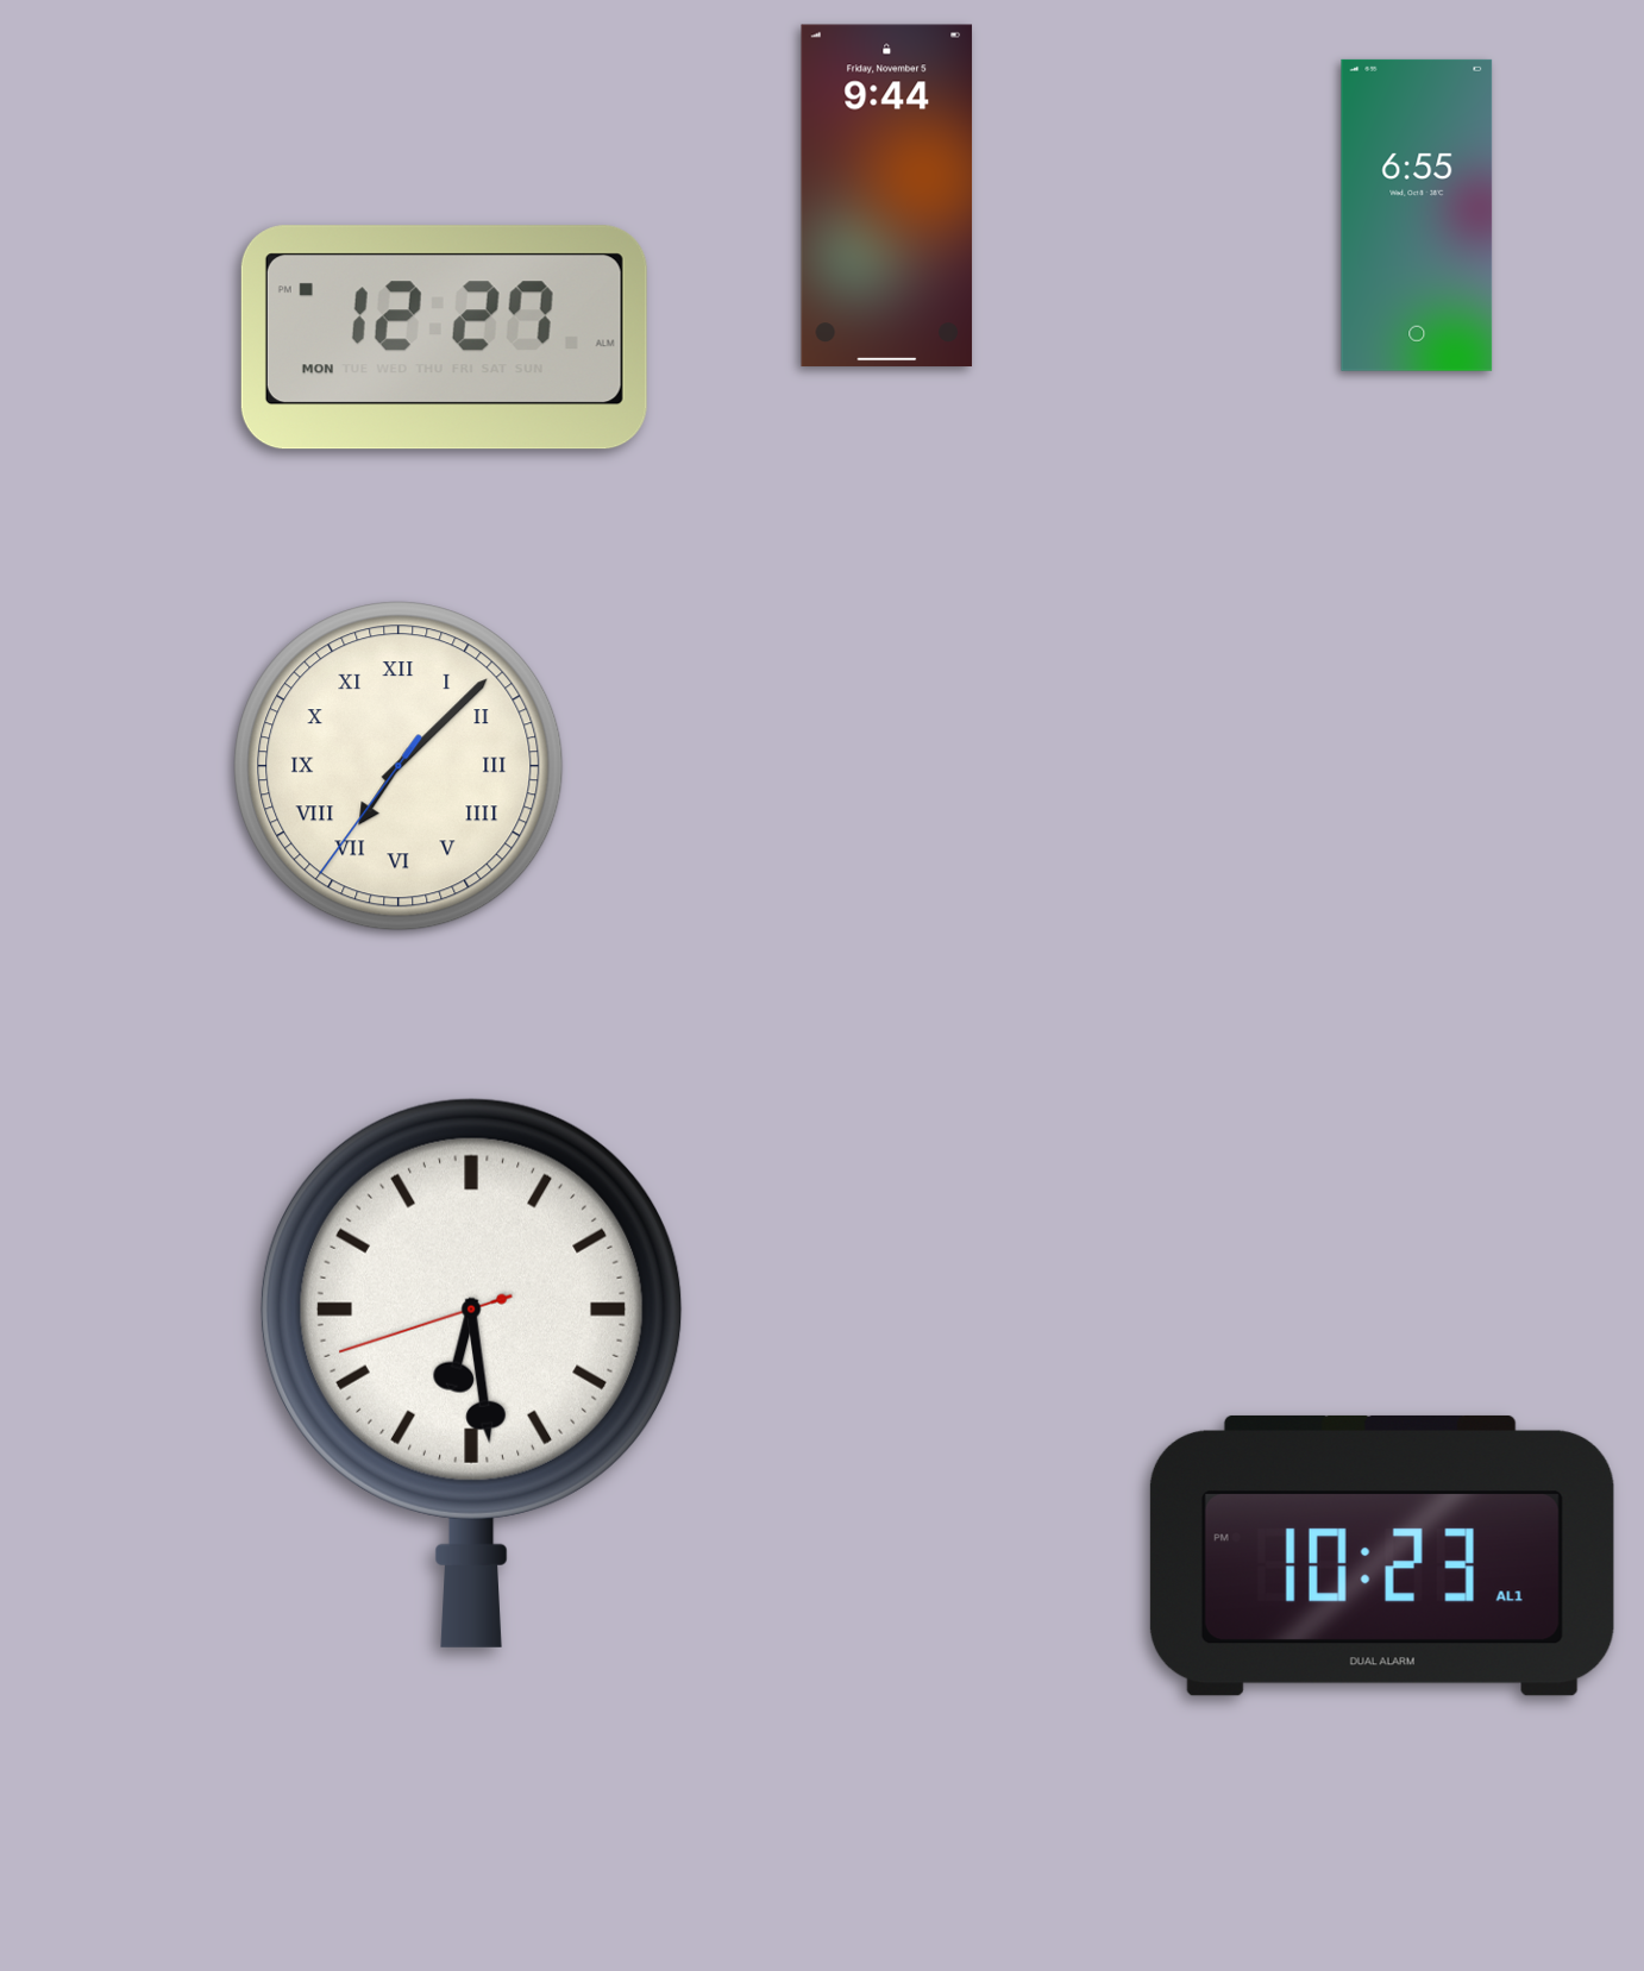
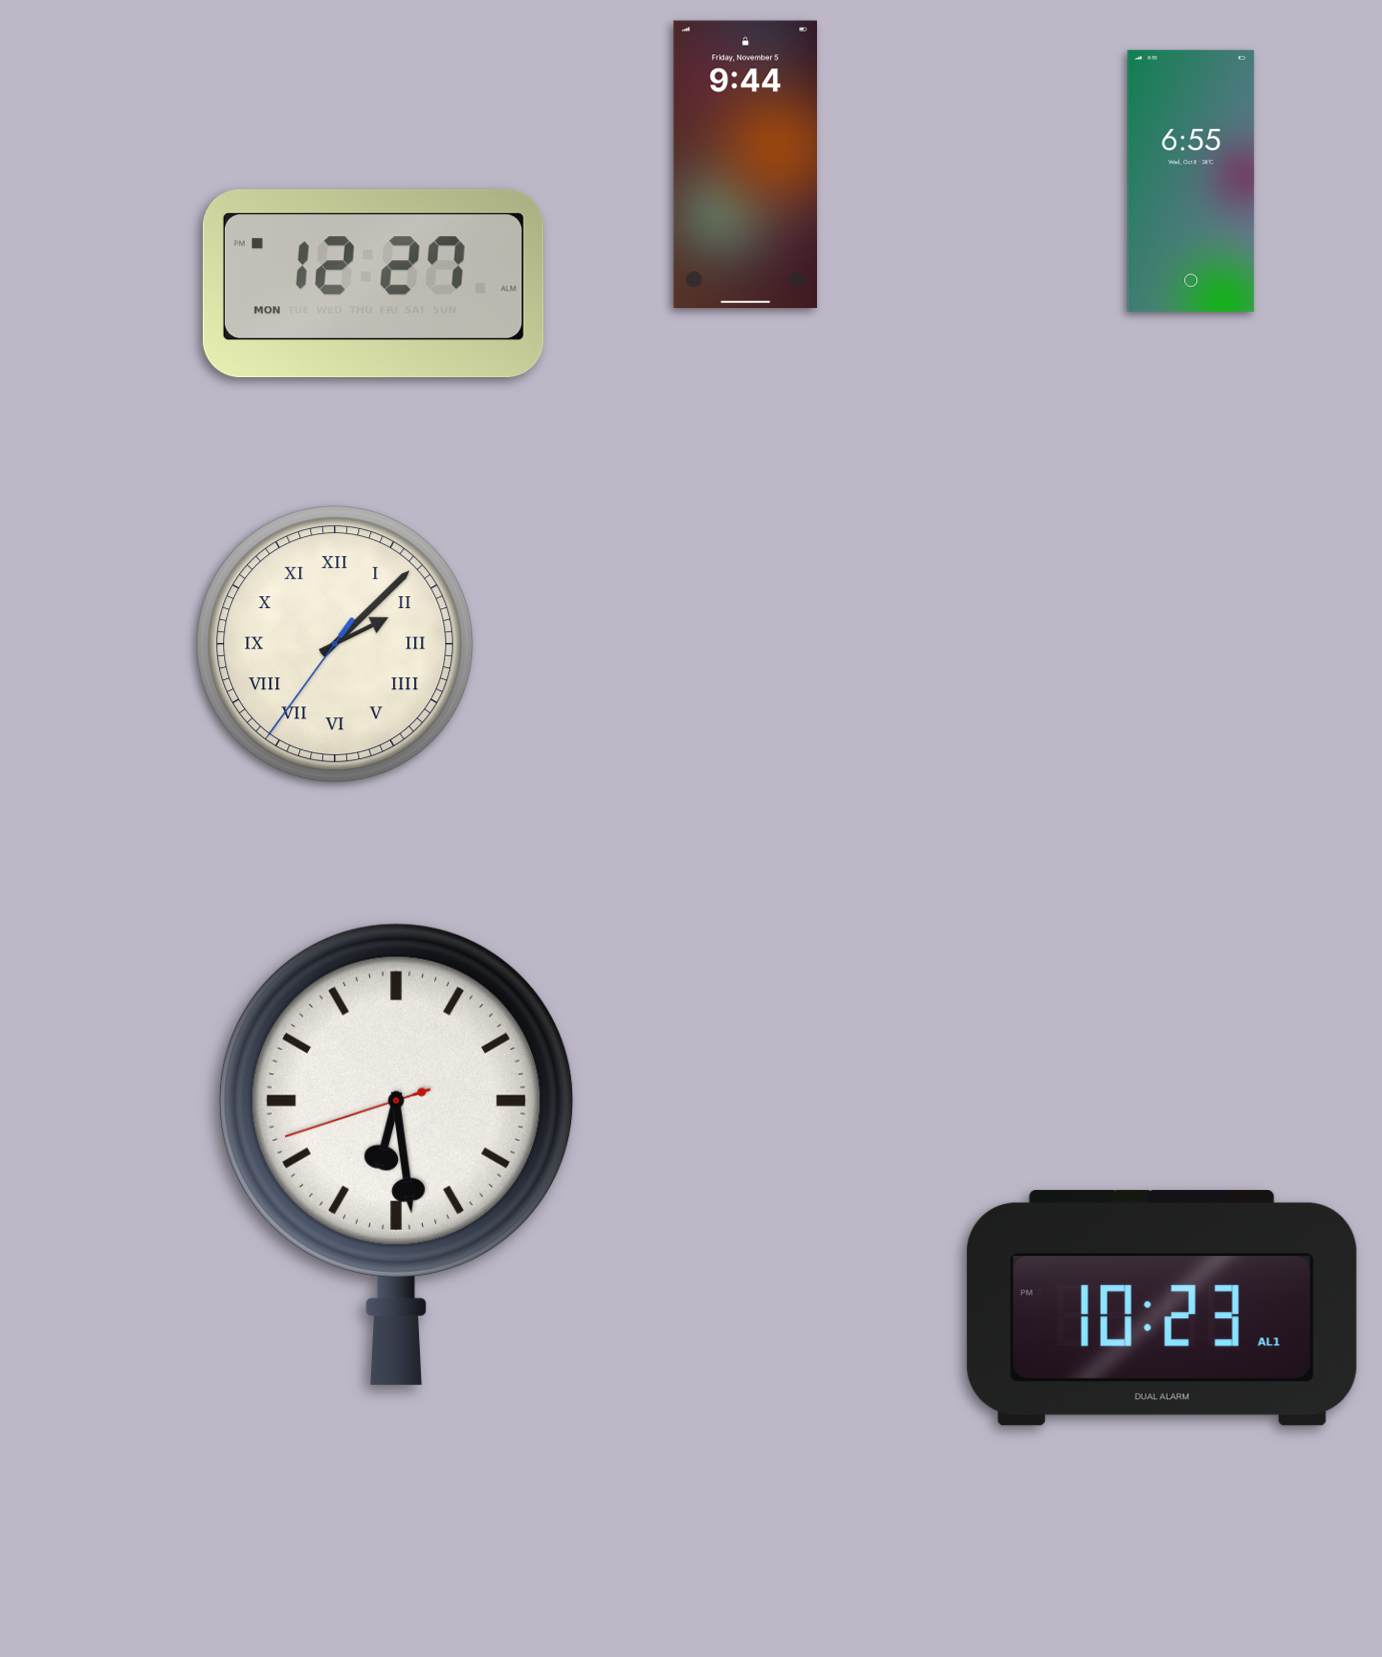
clock at (399, 766): 7:07 -> 2:07
